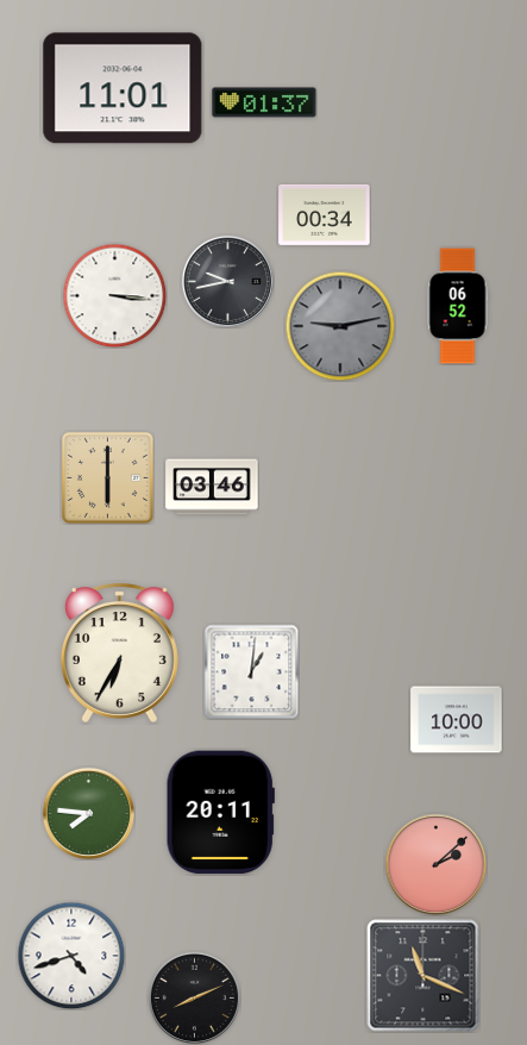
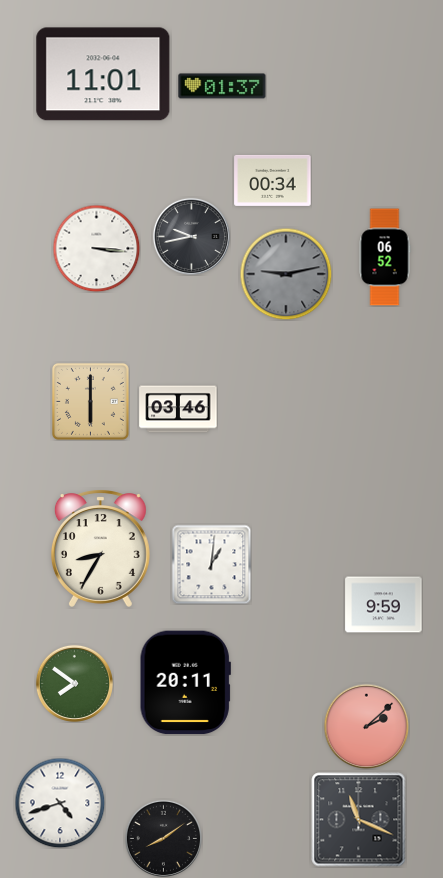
clock at (119, 652): 6:35 -> 8:35
clock at (457, 720): 10:00 -> 9:59
clock at (88, 813): 7:46 -> 7:51
clock at (424, 976) position: (424, 976) -> (359, 820)
clock at (194, 997): 8:11 -> 8:09
